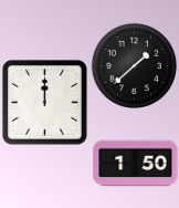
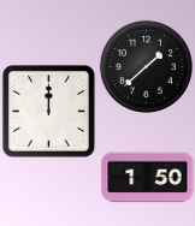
clock at (134, 65) position: (134, 65) -> (146, 66)
